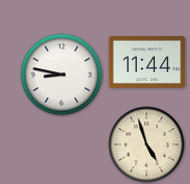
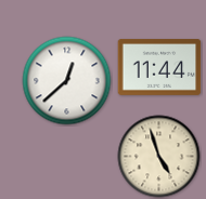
clock at (62, 75): 8:47 -> 12:38
